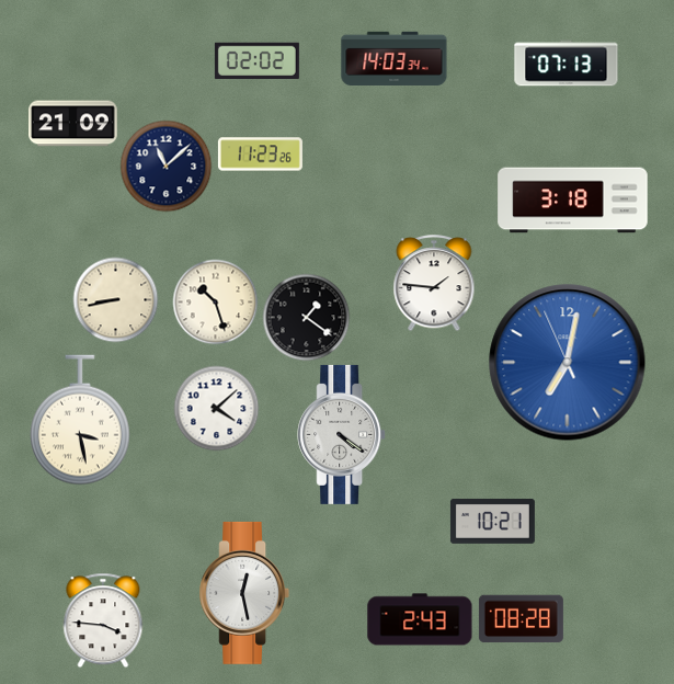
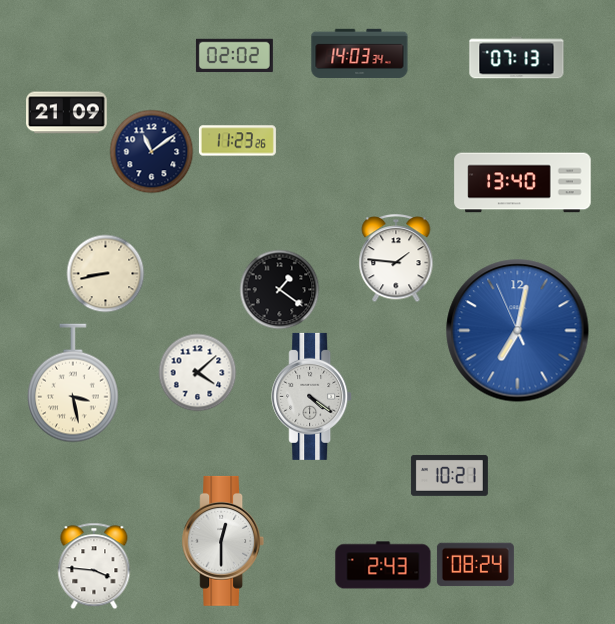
clock at (165, 166): 11:08 -> 11:09
clock at (573, 201): 3:18 -> 13:40
clock at (215, 301): 10:27 -> none
clock at (244, 593): 12:28 -> 12:30
clock at (521, 619): 08:28 -> 08:24
